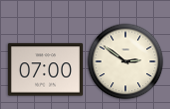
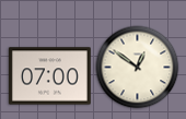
clock at (126, 62): 2:51 -> 12:51
